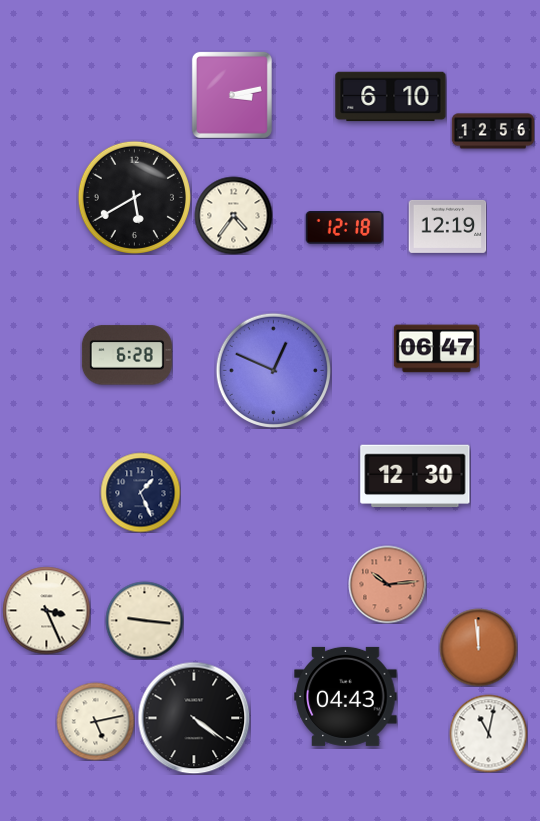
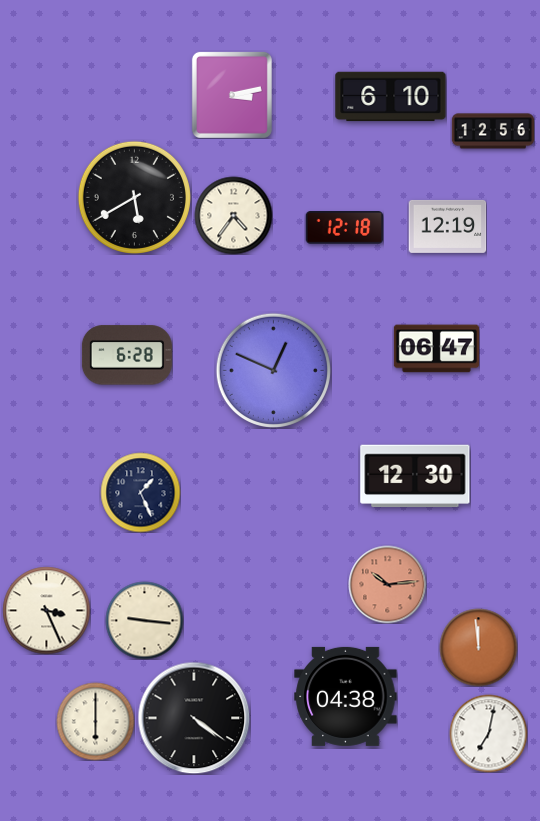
clock at (346, 696): 04:43 -> 04:38
clock at (95, 721): 5:13 -> 6:00
clock at (488, 733): 11:02 -> 7:02
